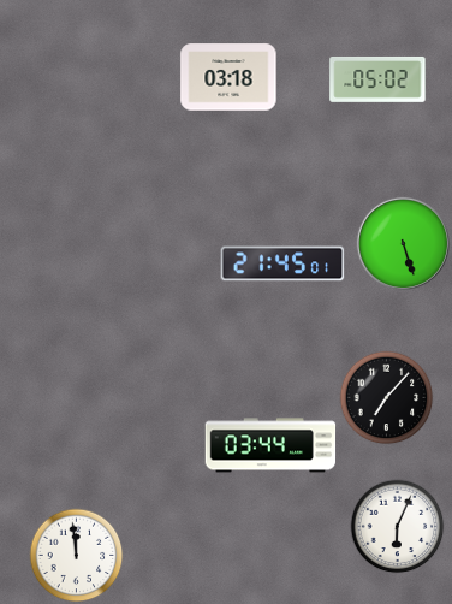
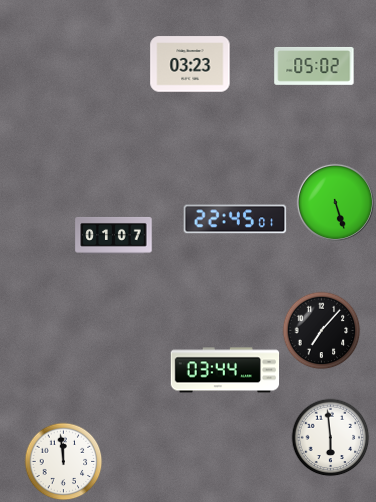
clock at (228, 77): 03:18 -> 03:23
clock at (282, 263): 21:45 -> 22:45
clock at (114, 235): none -> 01:07
clock at (397, 526): 6:04 -> 5:59
